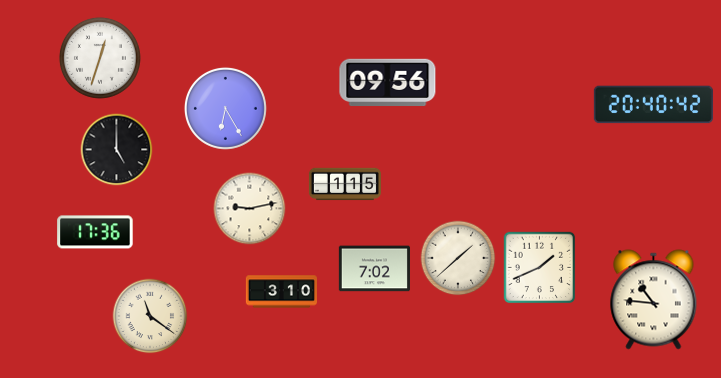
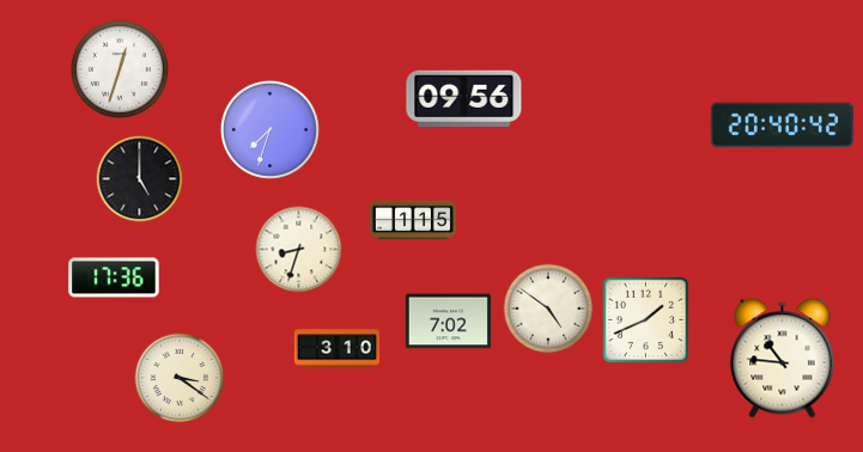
clock at (225, 108): 6:25 -> 7:33
clock at (250, 209): 9:13 -> 8:33
clock at (458, 258): 1:38 -> 4:51
clock at (150, 316): 11:21 -> 3:21
